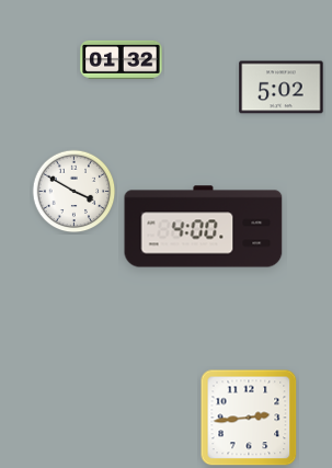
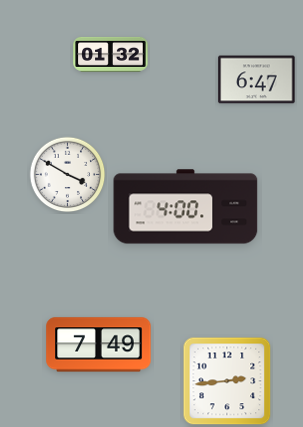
clock at (282, 88): 5:02 -> 6:47
clock at (99, 345): none -> 7:49
